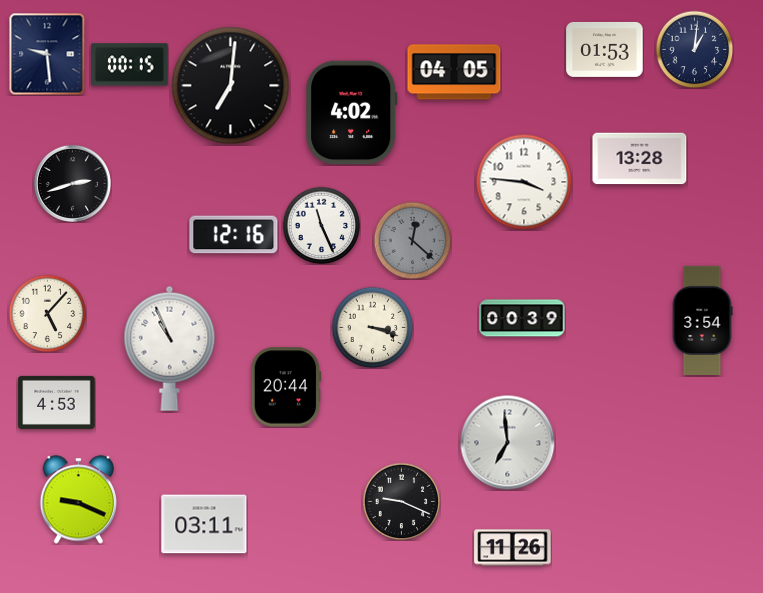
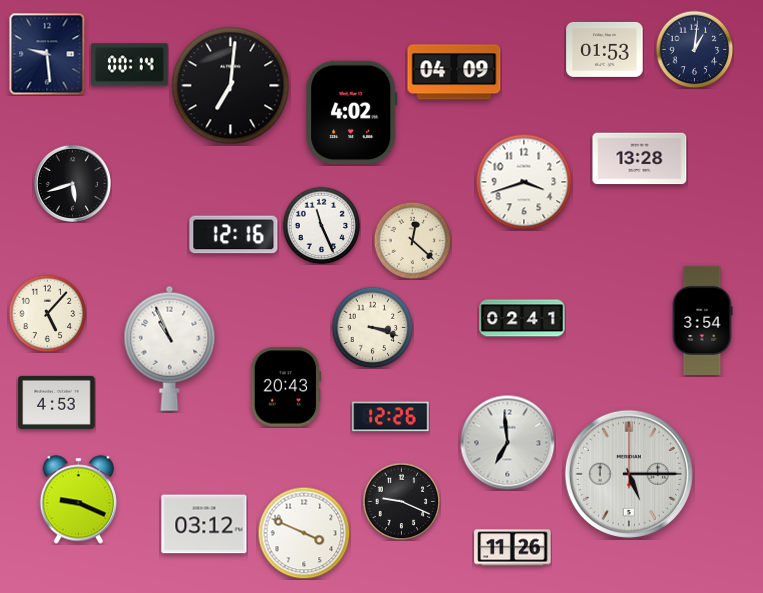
clock at (130, 65): 00:15 -> 00:14
clock at (454, 72): 04:05 -> 04:09
clock at (524, 182): 3:46 -> 3:42
clock at (72, 183): 2:42 -> 5:42
clock at (412, 240) dial: grey -> cream
clock at (522, 318): 00:39 -> 02:41
clock at (286, 387): 20:44 -> 20:43
clock at (391, 417): none -> 12:26
clock at (629, 474): none -> 5:15
clock at (204, 524): 03:11 -> 03:12
clock at (304, 533): none -> 3:49
